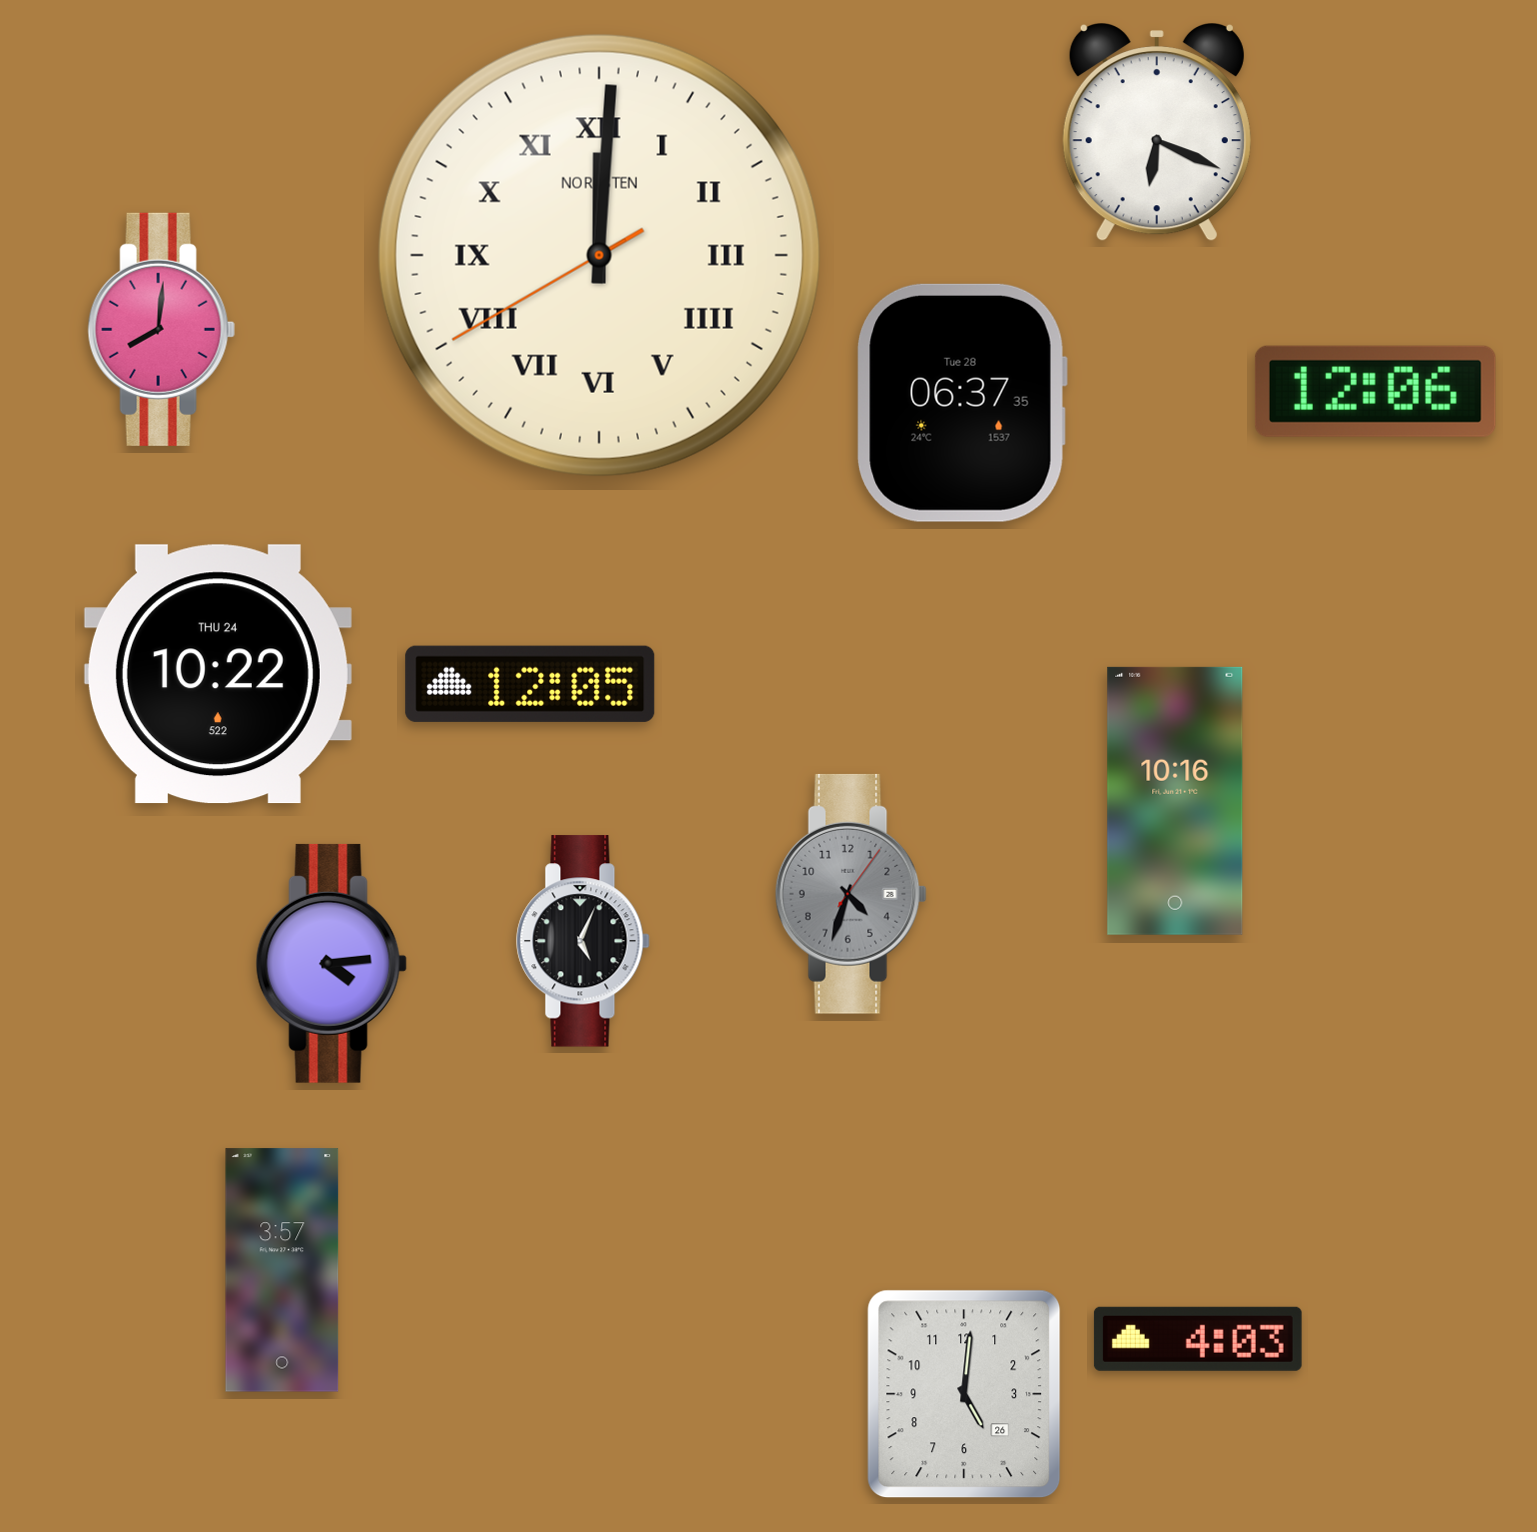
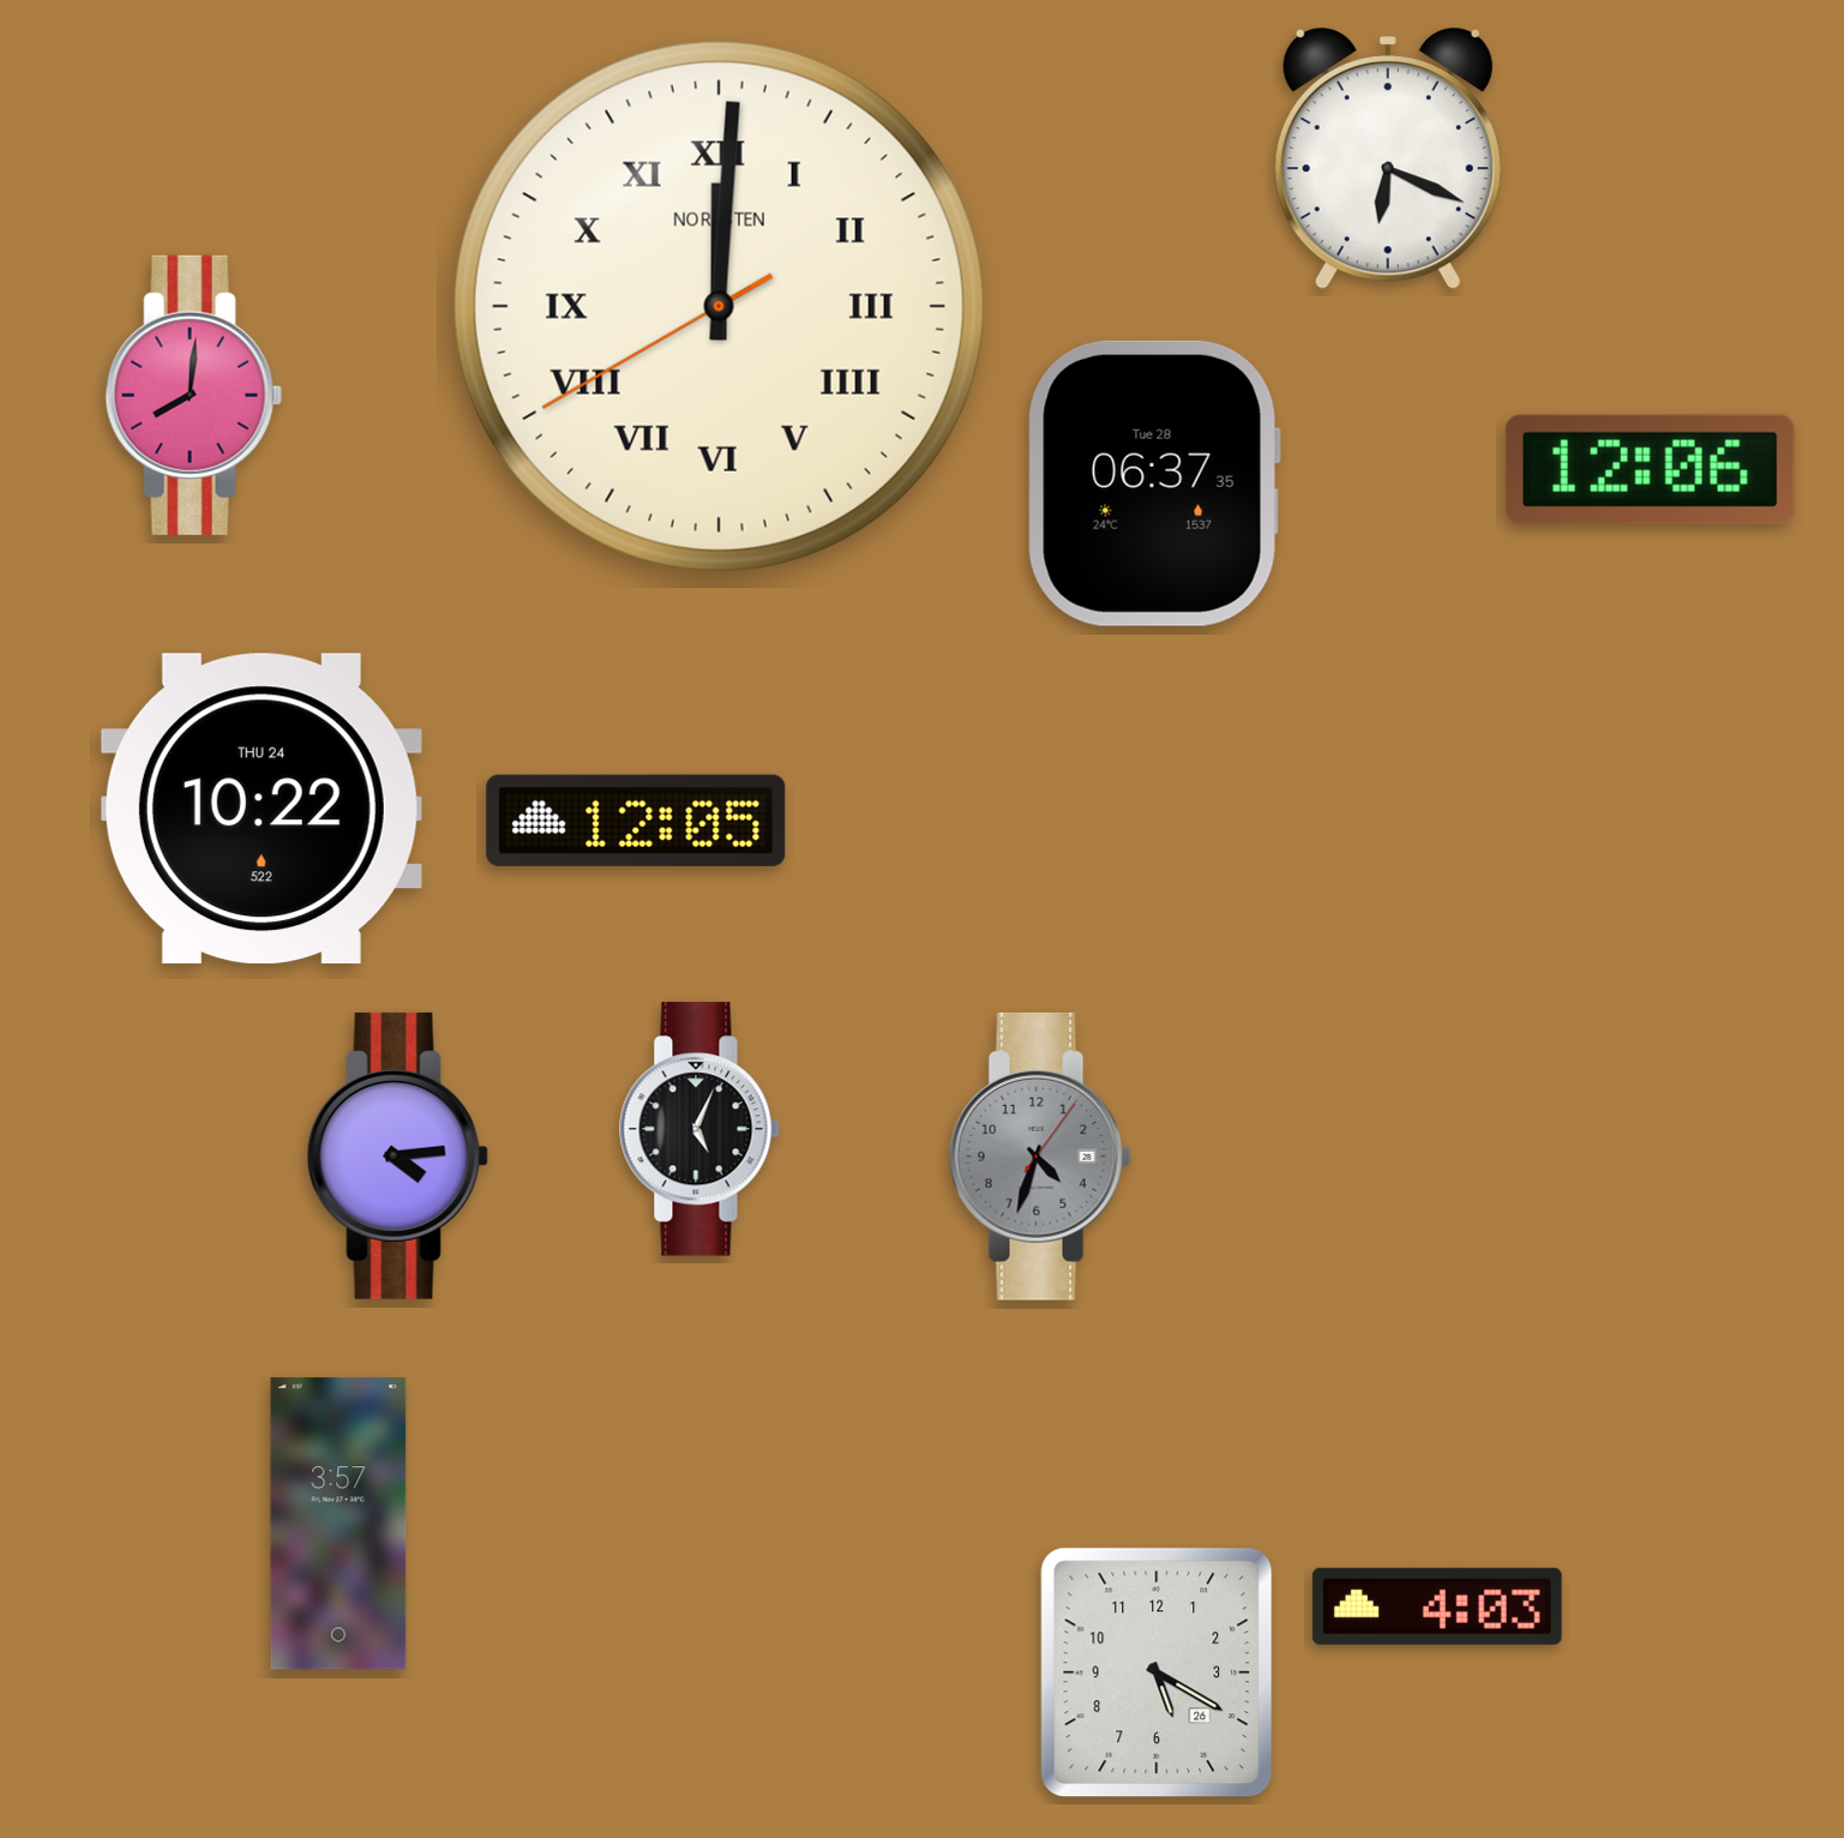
clock at (1175, 801): 10:16 -> none
clock at (851, 894) position: (851, 894) -> (1040, 1157)
clock at (964, 1394): 5:01 -> 5:20
